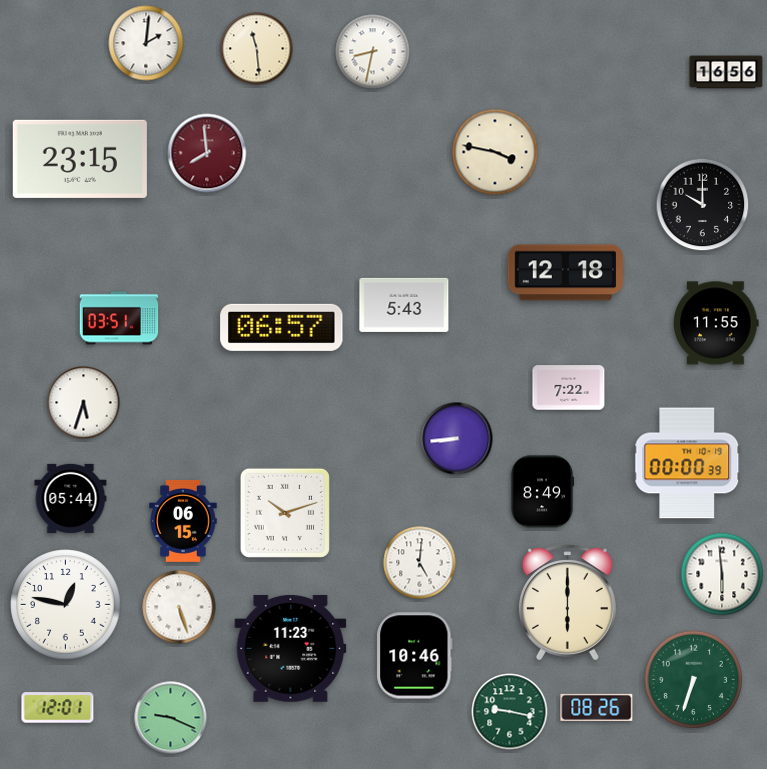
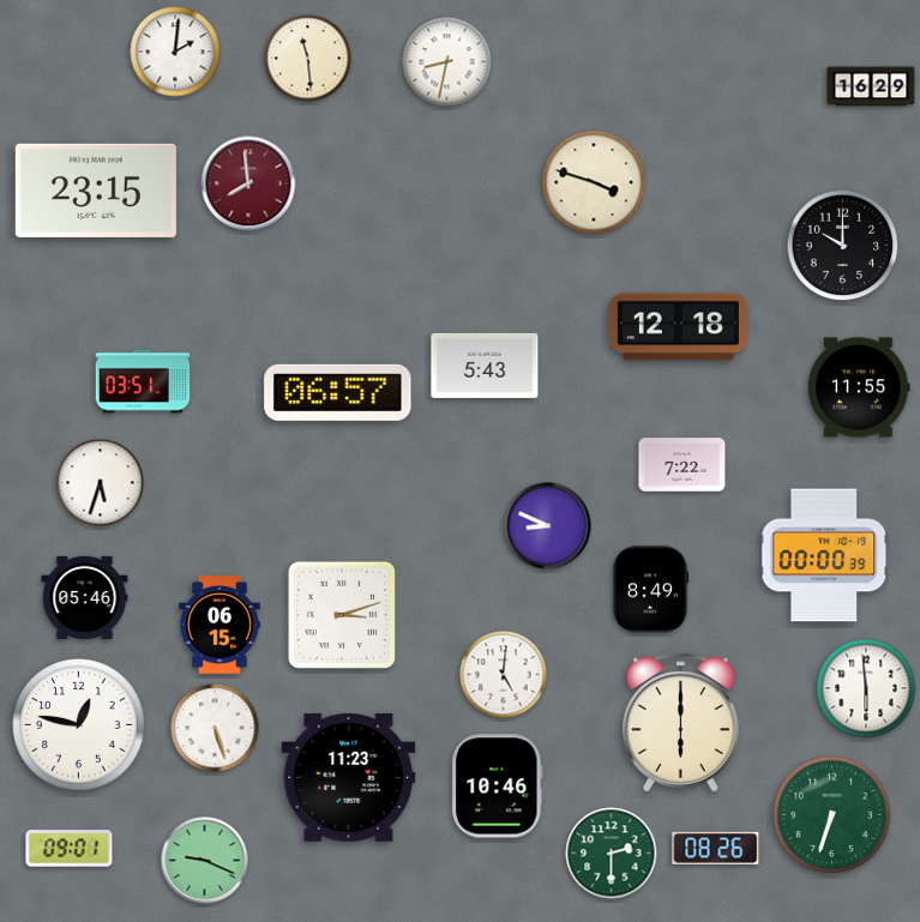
clock at (726, 72): 16:56 -> 16:29
clock at (495, 152): 3:47 -> 3:48
clock at (457, 439): 8:44 -> 8:49
clock at (71, 498): 05:44 -> 05:46
clock at (285, 513): 10:12 -> 3:12
clock at (58, 708): 12:01 -> 09:01
clock at (510, 712): 9:17 -> 2:30
